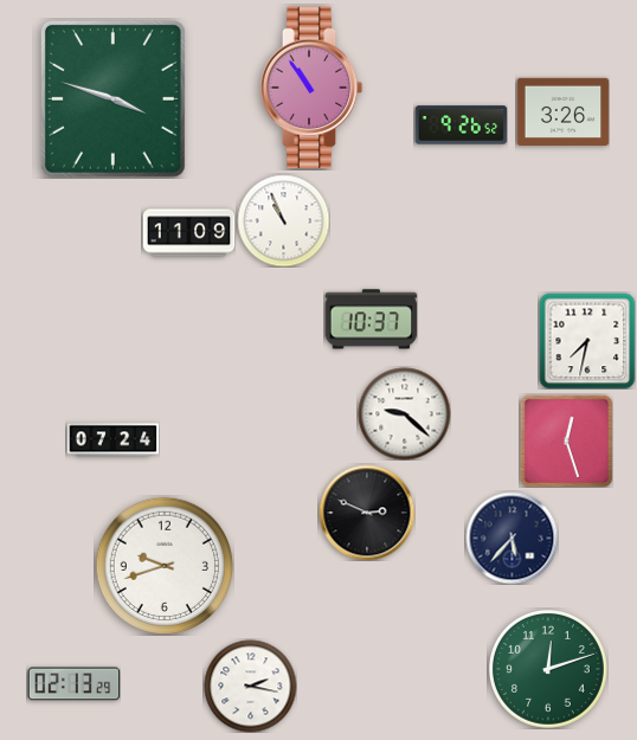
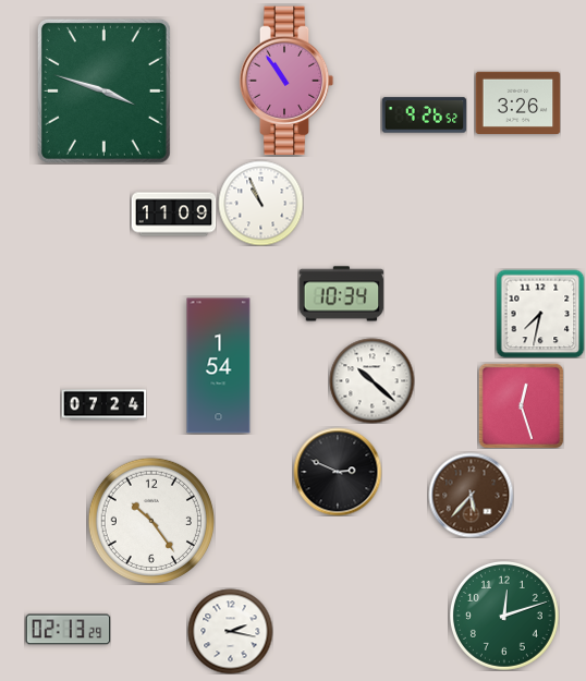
clock at (371, 320): 10:37 -> 10:34
clock at (219, 366): none -> 1:54
clock at (404, 413): 9:22 -> 10:22
clock at (511, 538) dial: navy -> brown
clock at (165, 566): 9:42 -> 10:24
